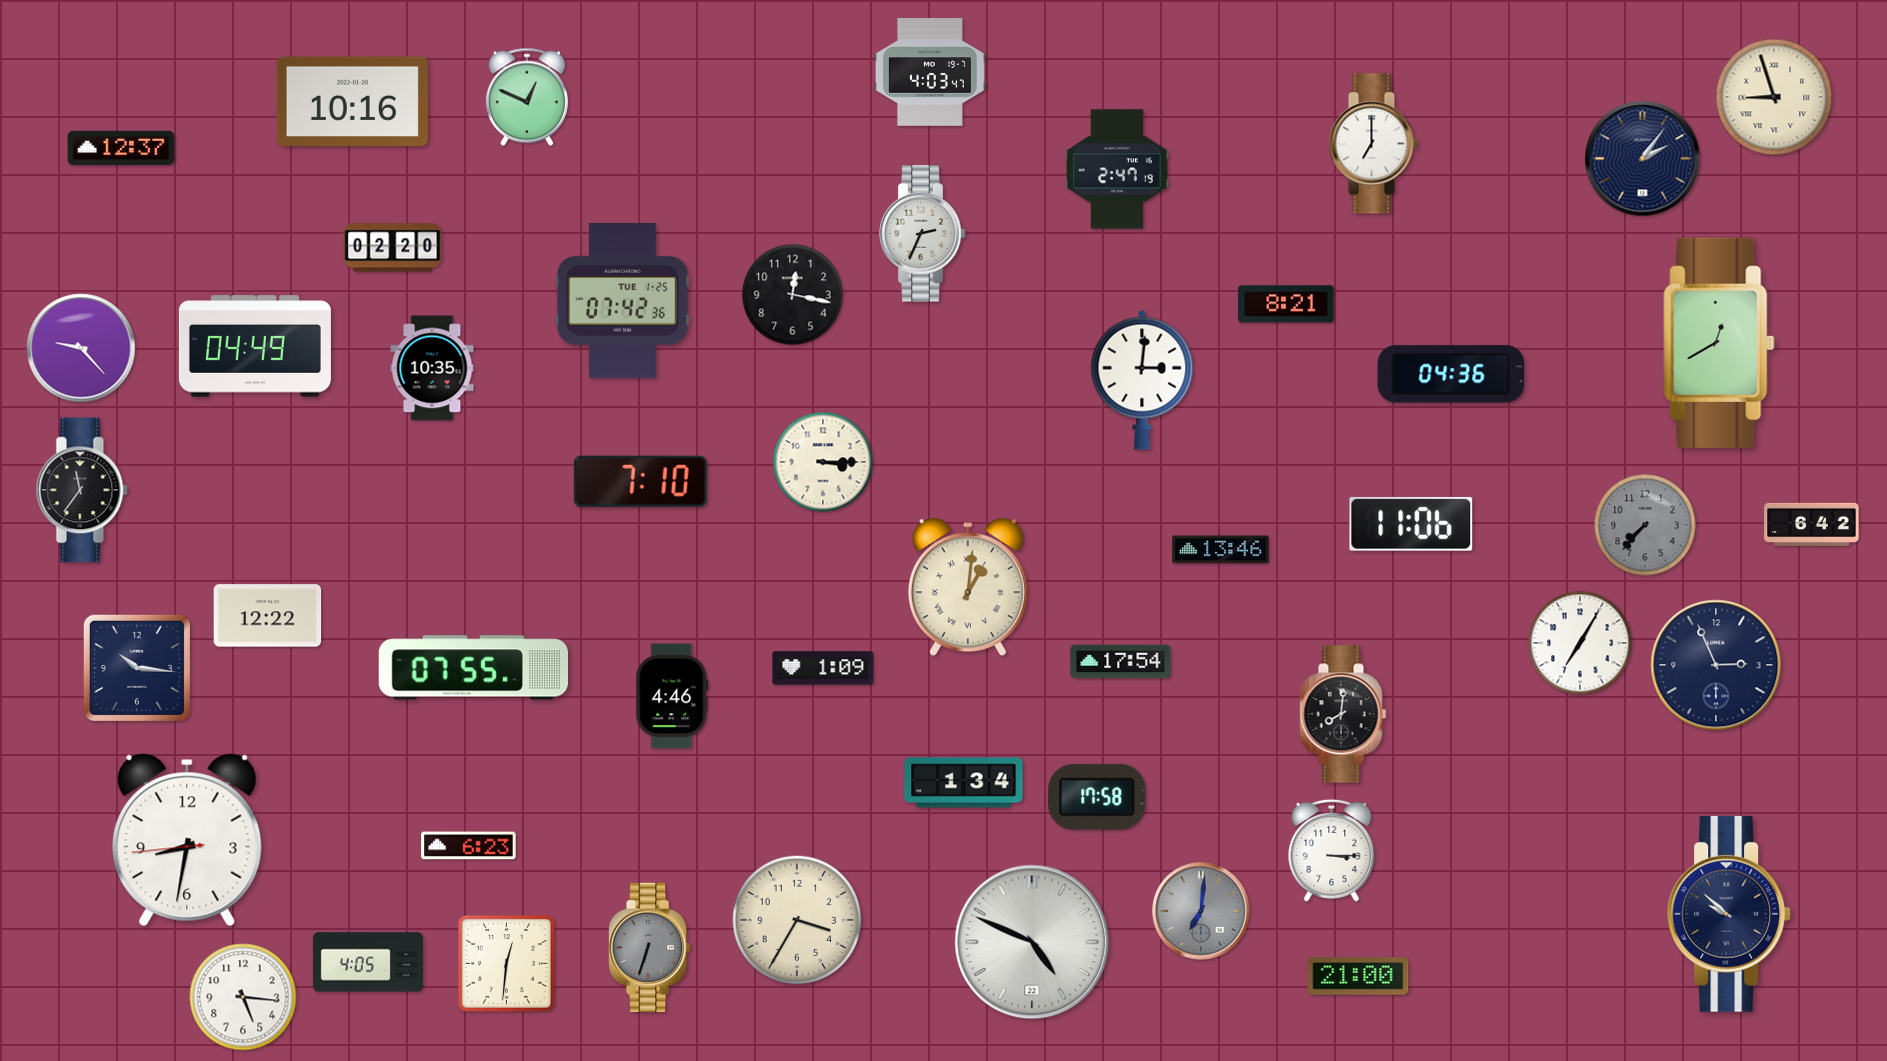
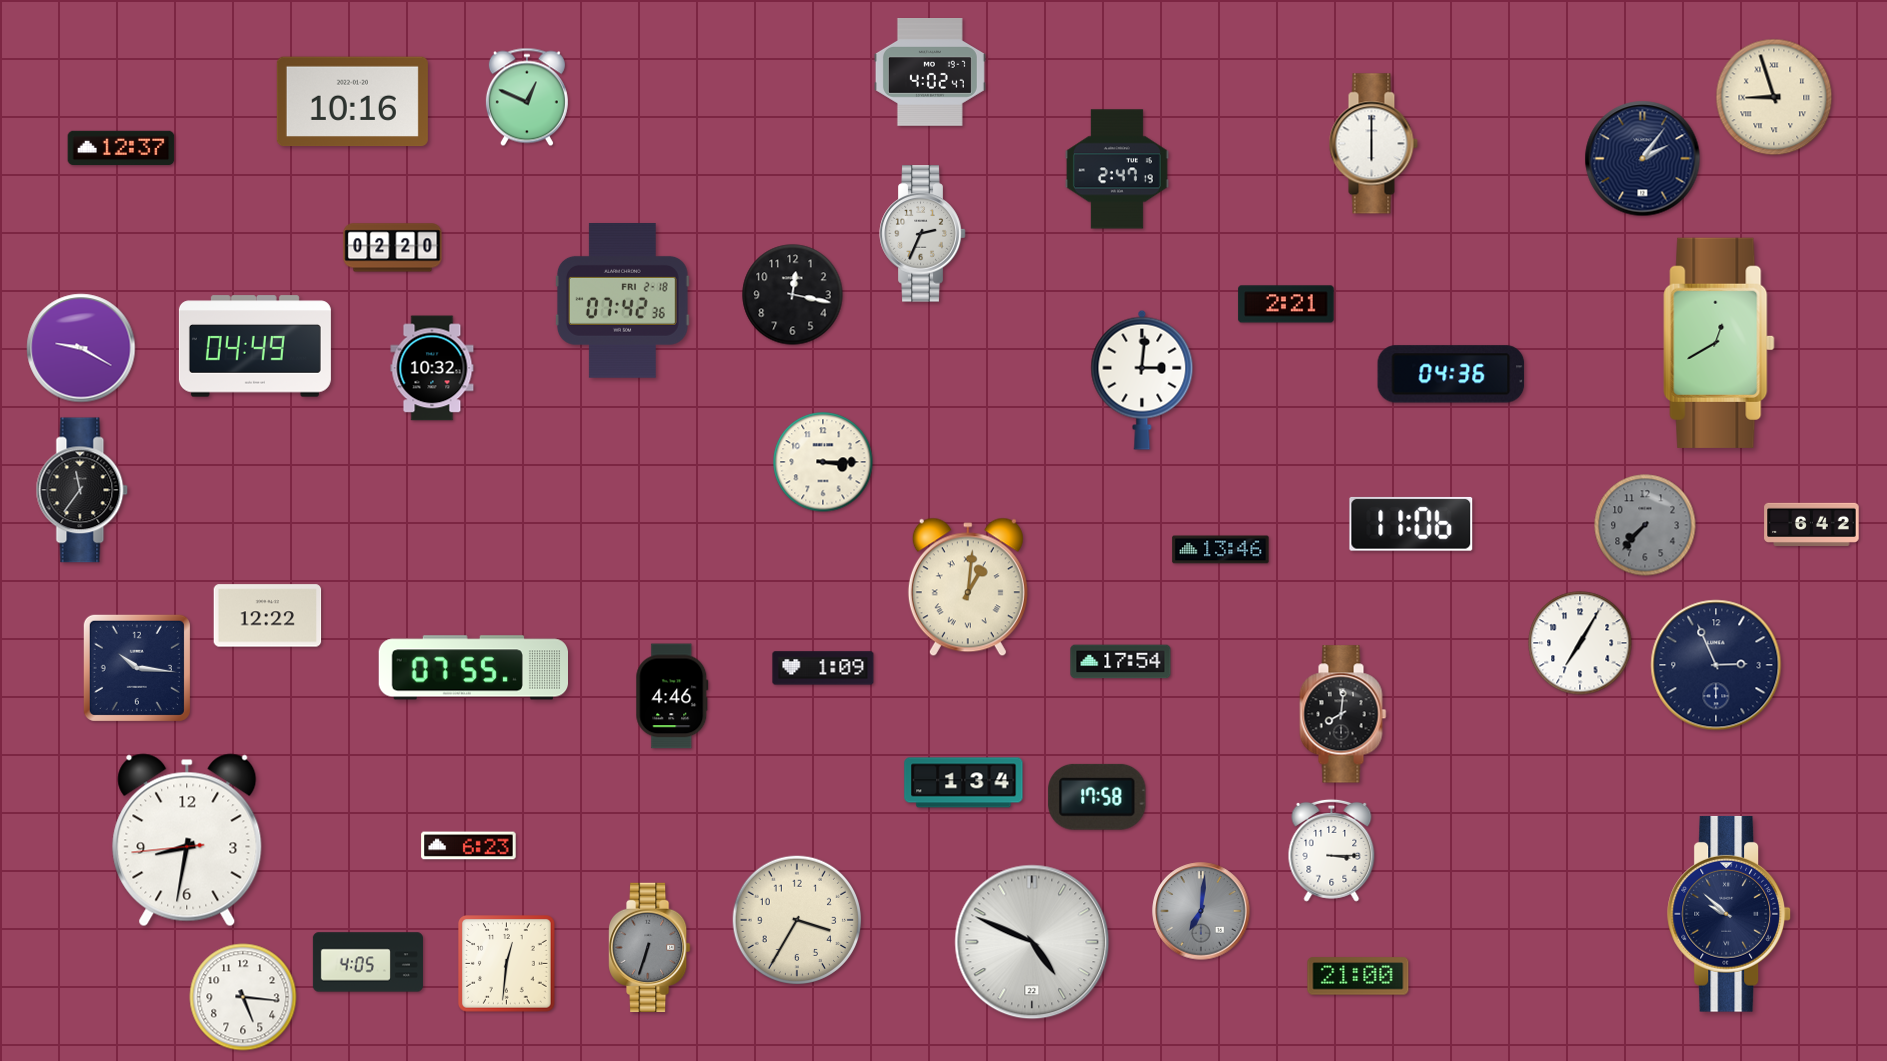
clock at (930, 72): 4:03 -> 4:02
clock at (1373, 144): 7:00 -> 6:00
clock at (622, 301) date: TUE 1-25 -> FRI 2-18
clock at (1286, 304): 8:21 -> 2:21
clock at (81, 348): 9:23 -> 9:20
clock at (432, 368): 10:35 -> 10:32
clock at (640, 481): 7:10 -> none
